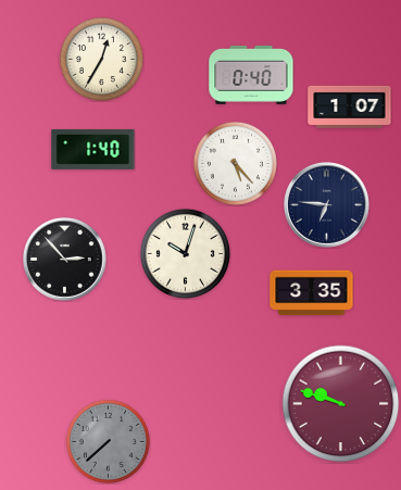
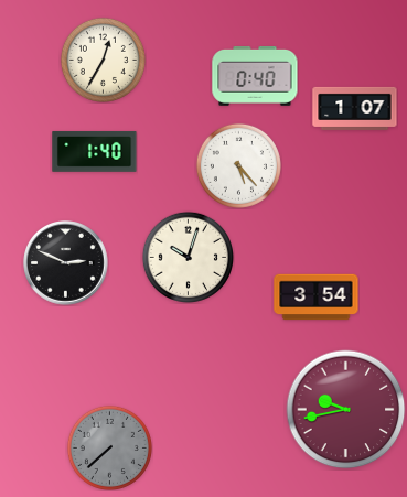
clock at (327, 205): 6:46 -> none
clock at (65, 260): 2:53 -> 2:49
clock at (312, 293): 3:35 -> 3:54
clock at (341, 404): 9:48 -> 9:43
